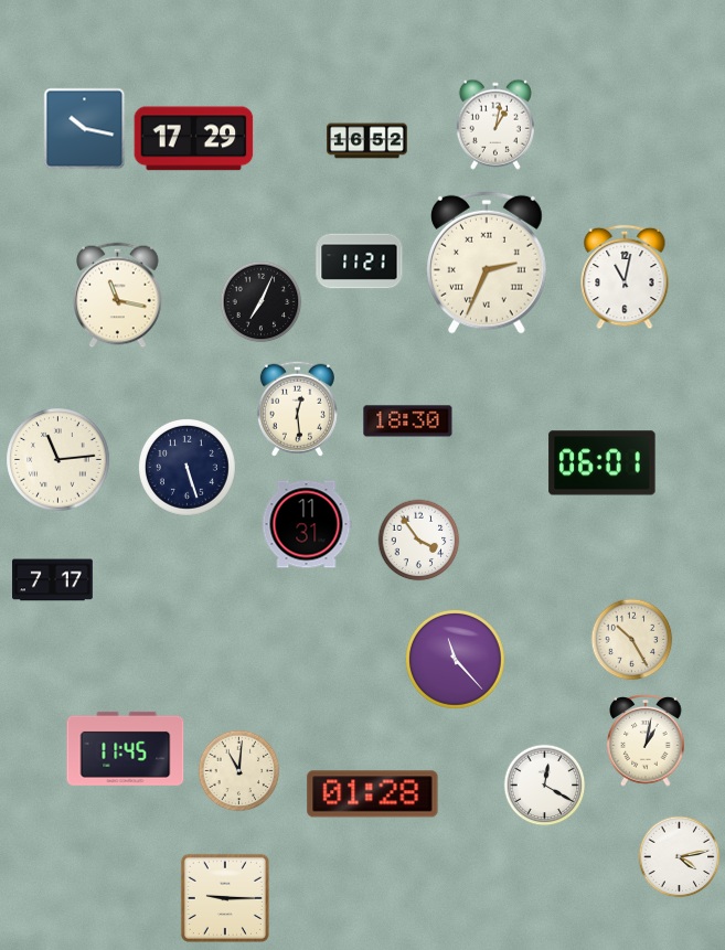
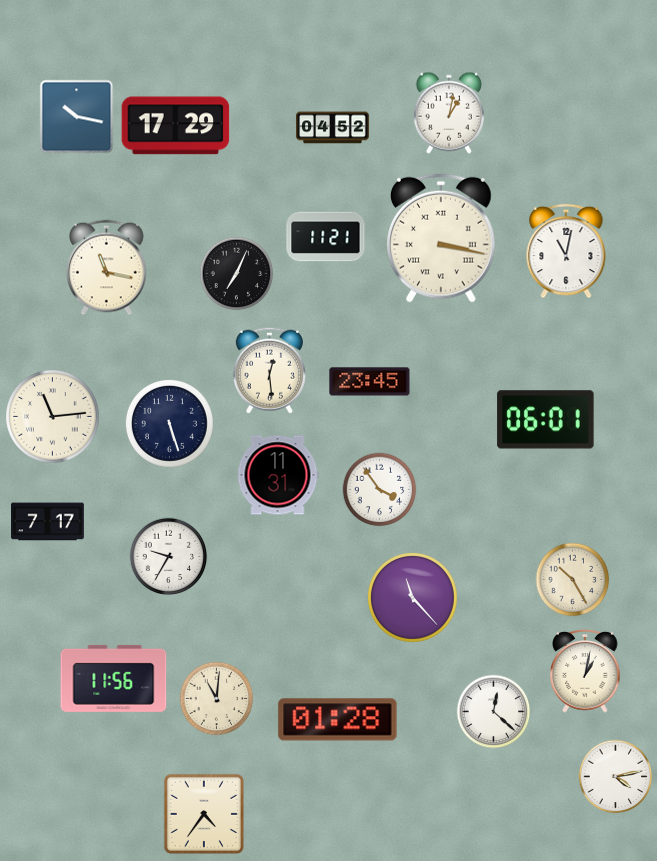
clock at (367, 141): 16:52 -> 04:52
clock at (488, 263): 2:34 -> 3:17
clock at (408, 421): 18:30 -> 23:45
clock at (53, 580) position: (53, 580) -> (48, 522)
clock at (169, 557): none -> 9:35
clock at (126, 748): 11:45 -> 11:56
clock at (545, 786): 12:20 -> 12:22
clock at (225, 898): 9:15 -> 4:36
